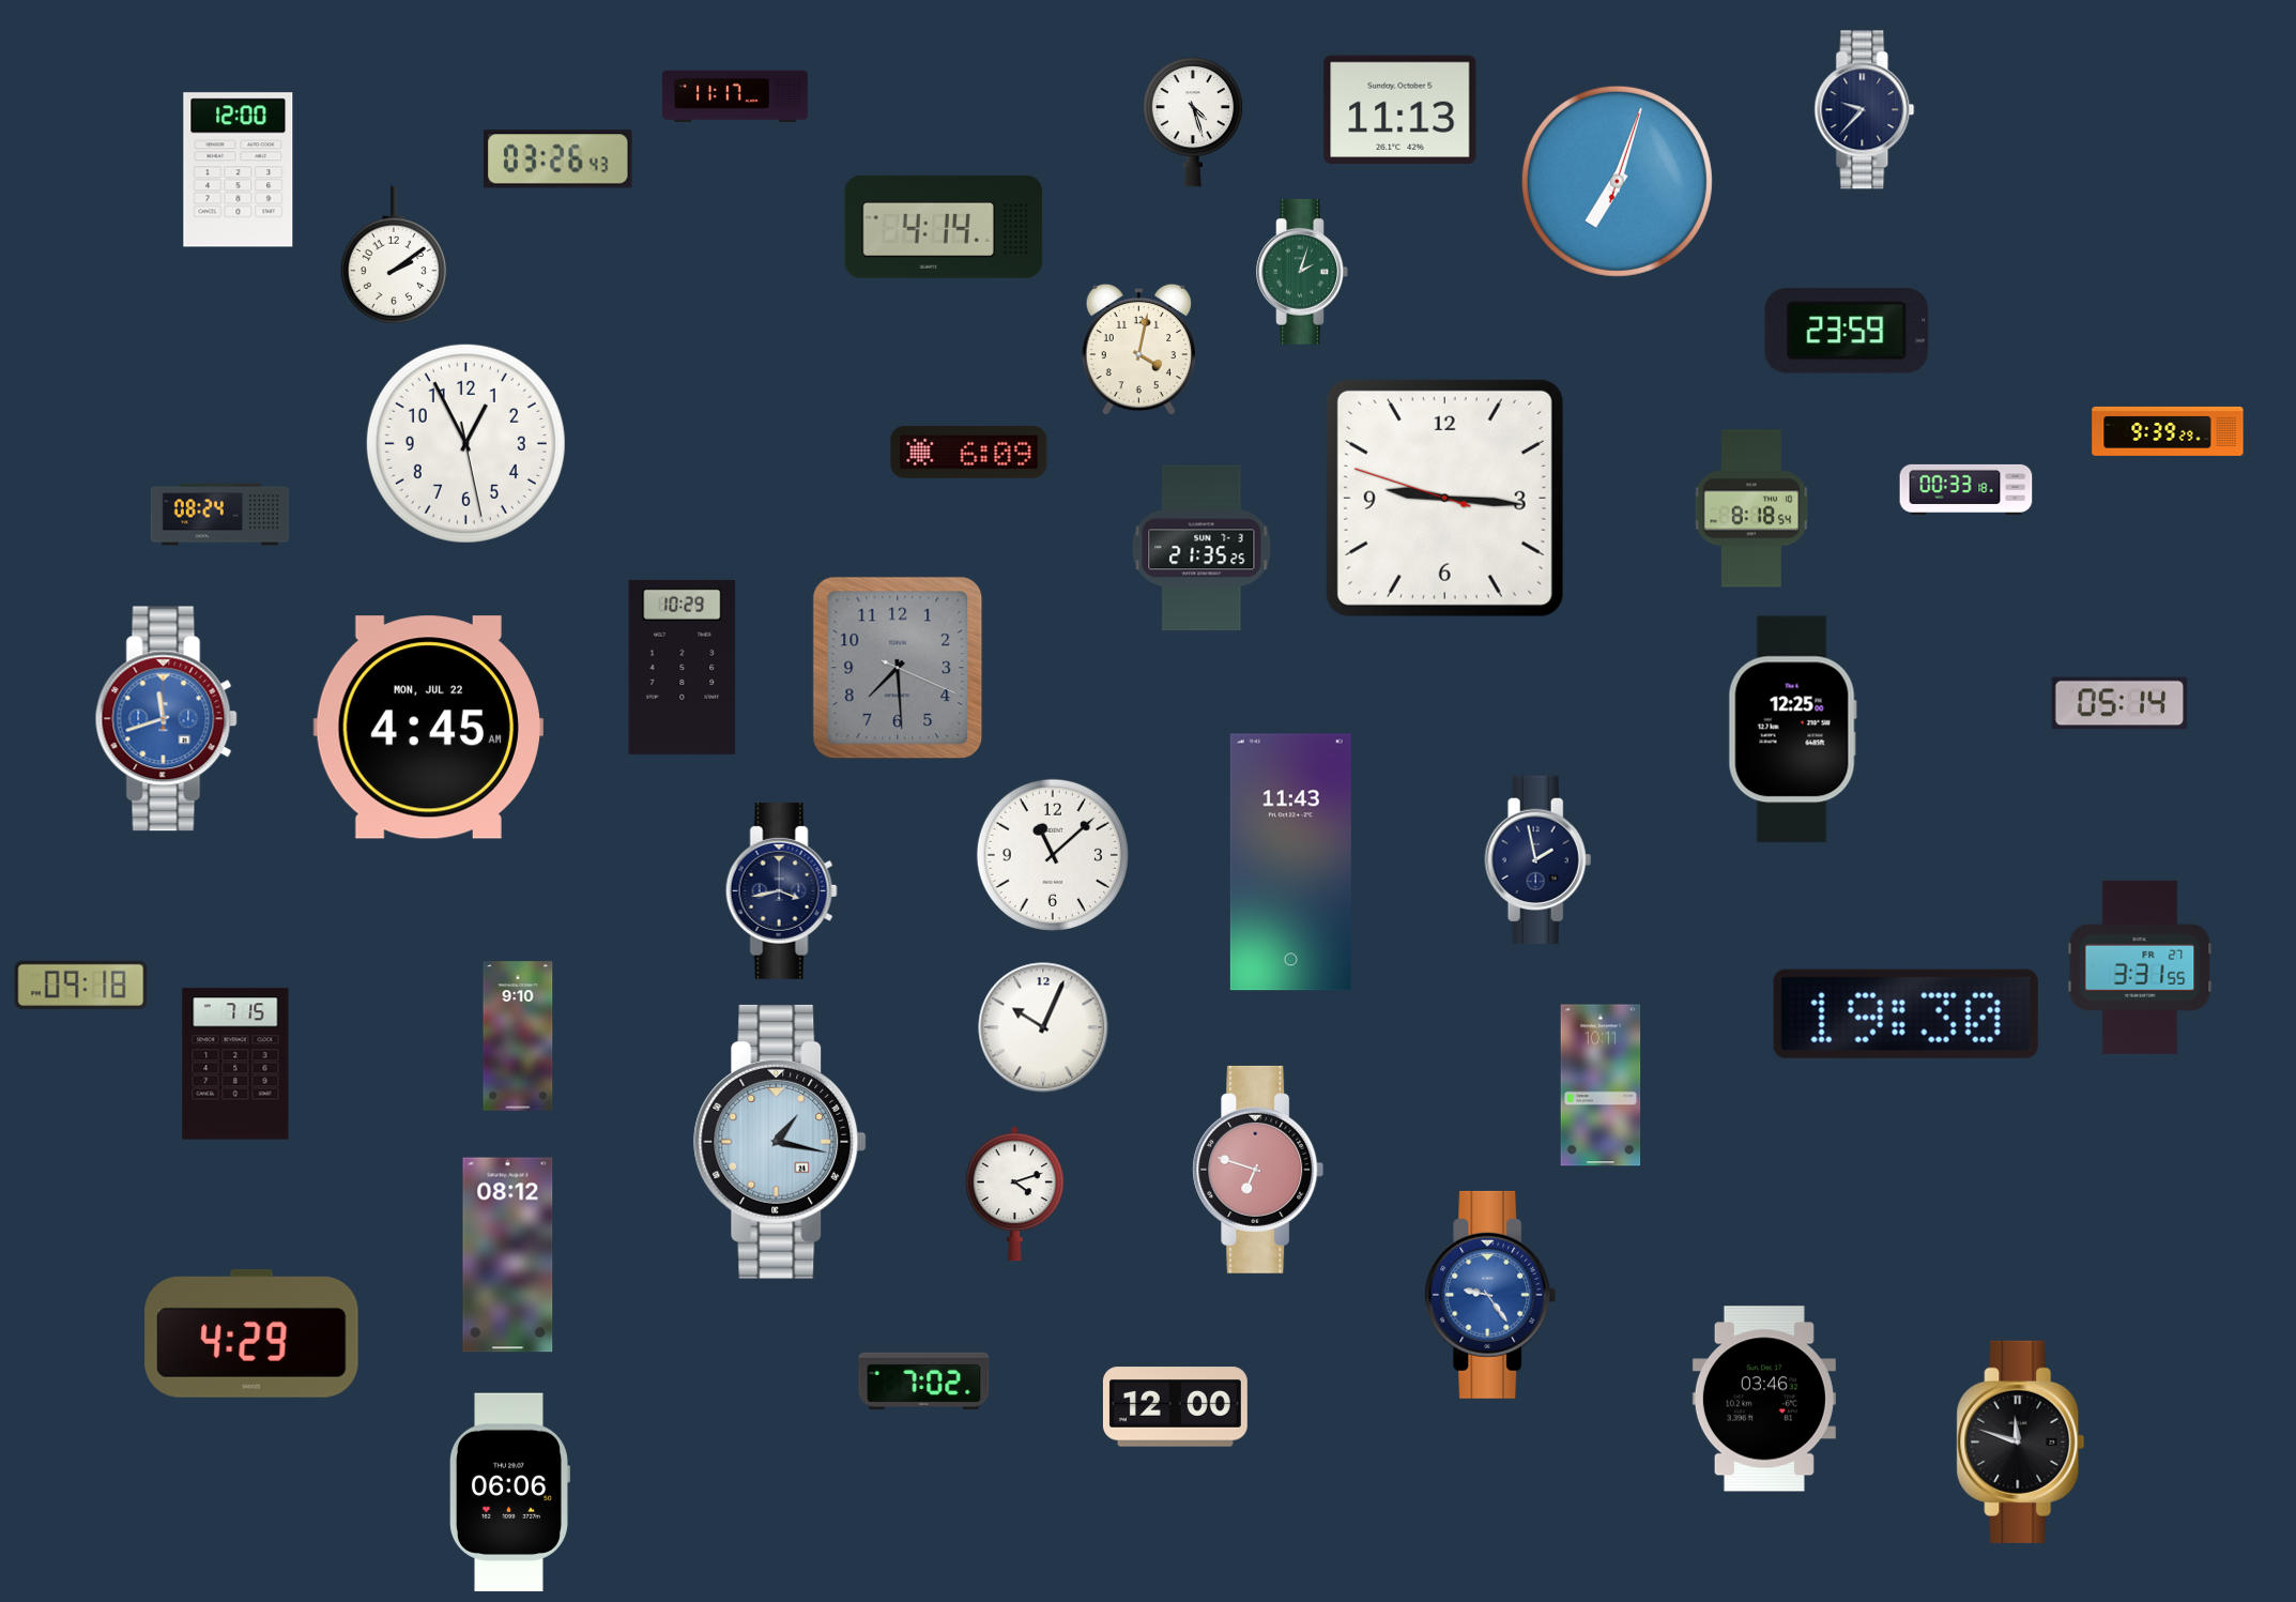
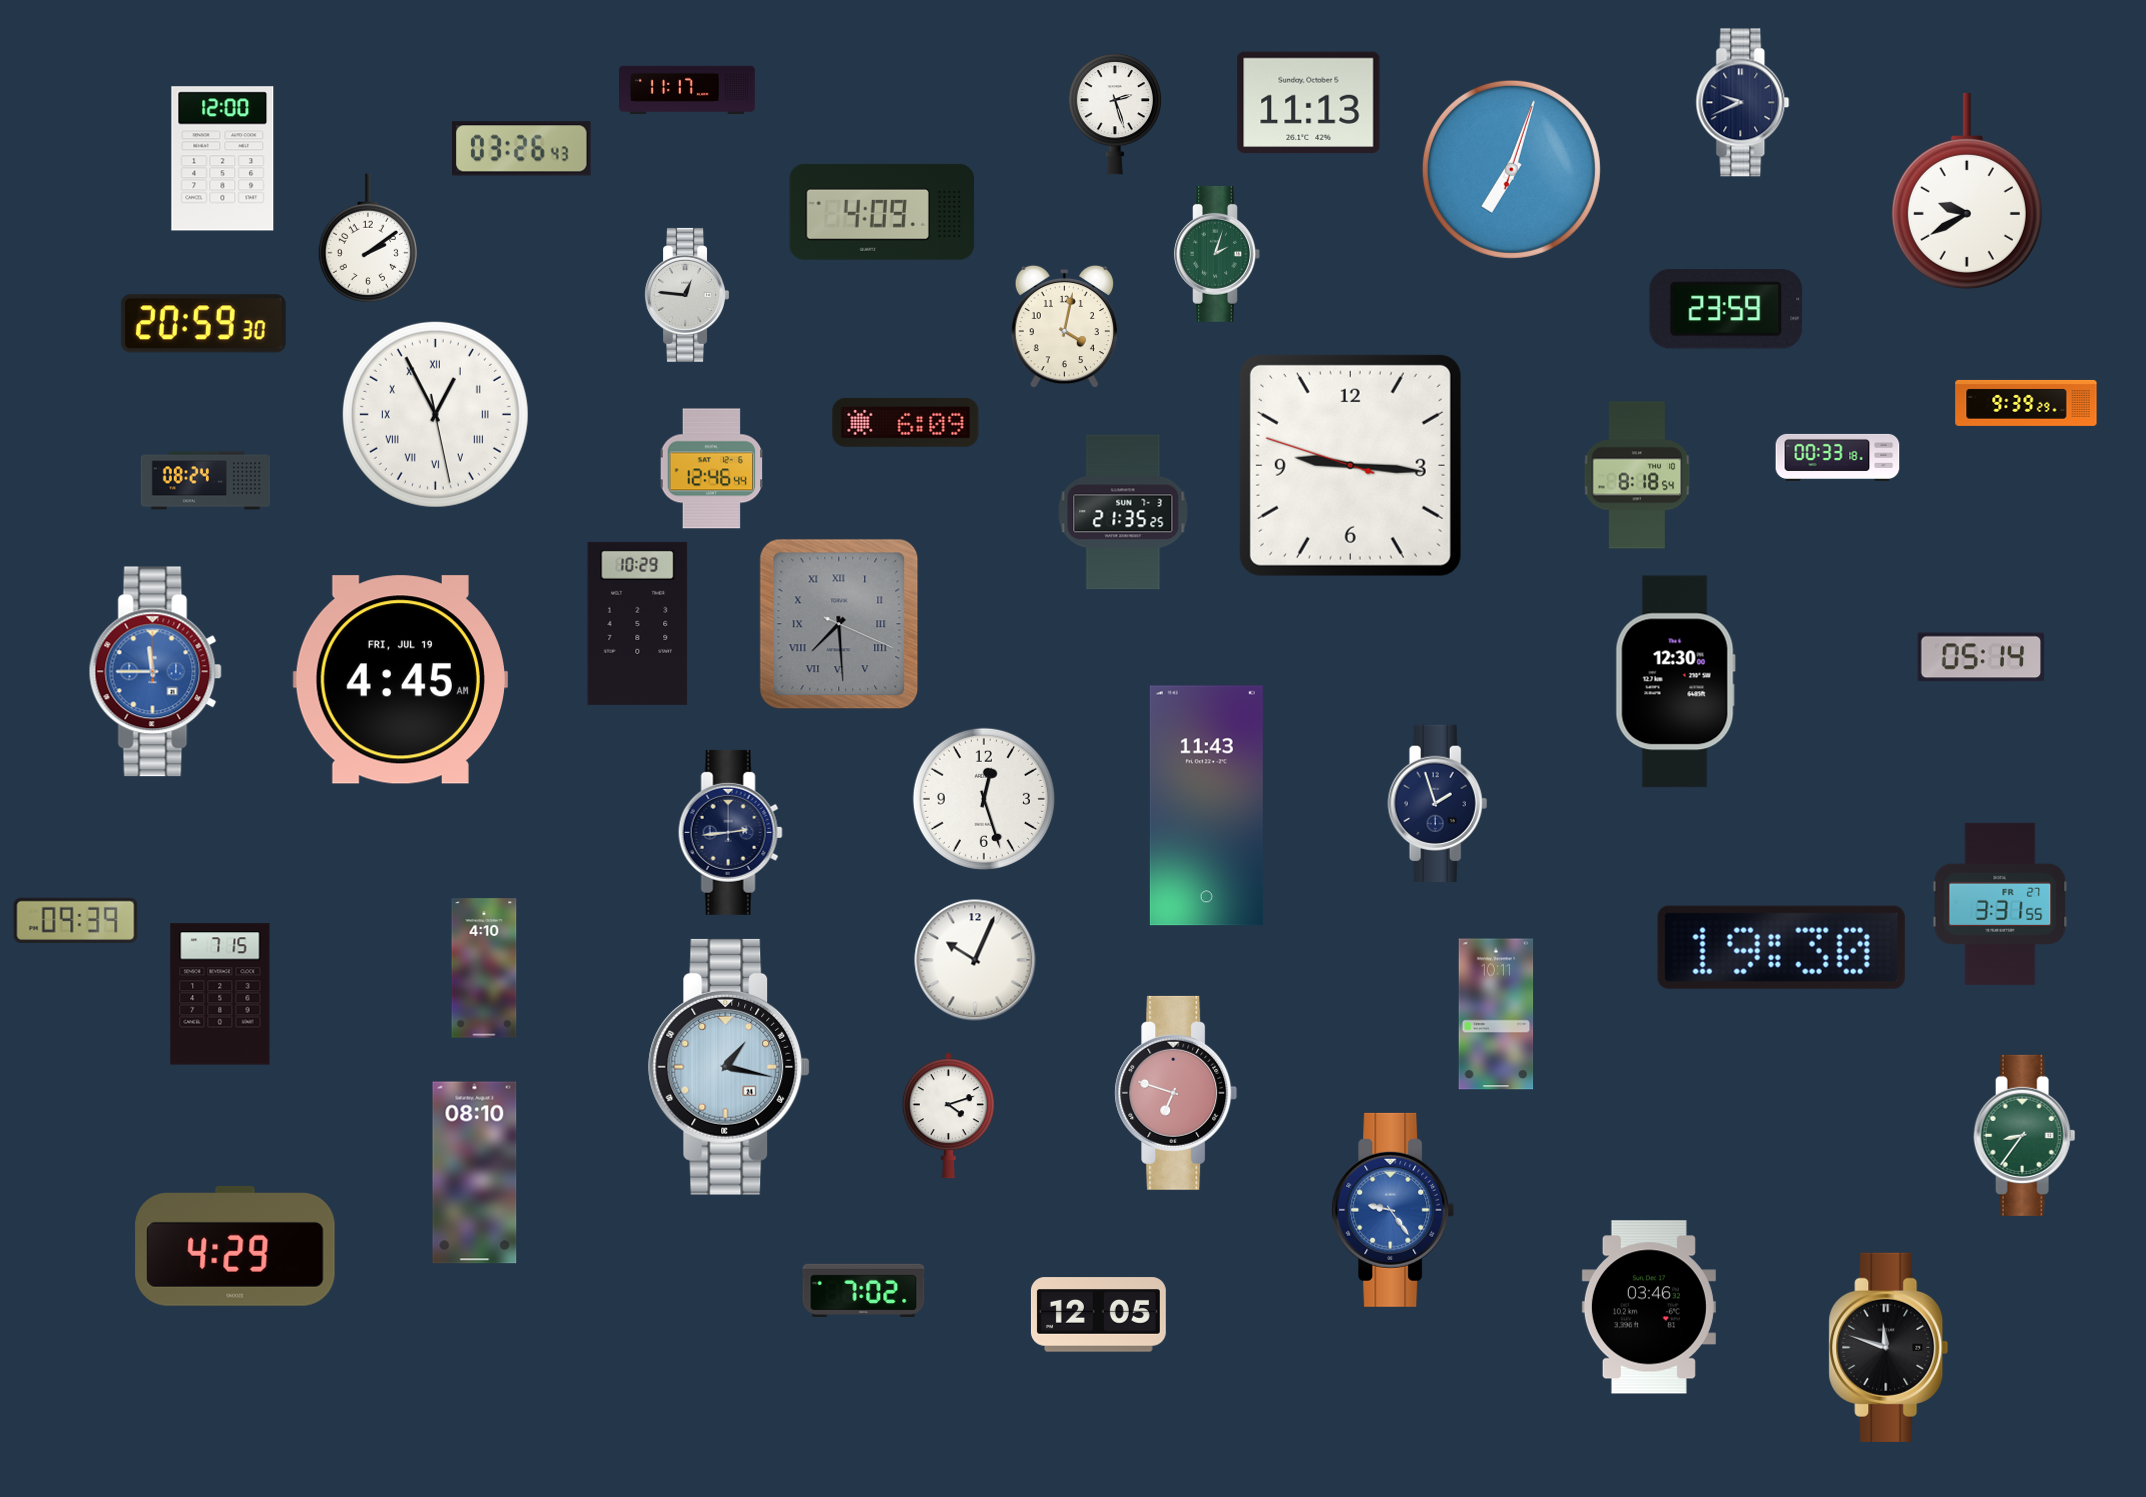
clock at (1865, 110): 9:37 -> 9:41
clock at (1192, 122): 4:27 -> 2:27
clock at (1967, 191): none -> 9:40
clock at (944, 227): 4:14 -> 4:09
clock at (686, 295): none -> 12:46
clock at (203, 324): none -> 20:59
clock at (465, 443) numerals: Arabic -> Roman
clock at (712, 469): none -> 12:46
clock at (898, 668) numerals: Arabic -> Roman
clock at (166, 719): 11:42 -> 11:45
clock at (428, 728) date: MON, JUL 22 -> FRI, JUL 19
clock at (1792, 730): 12:25 -> 12:30
clock at (1053, 855): 11:08 -> 12:27
clock at (1539, 859): 1:58 -> 1:57
clock at (781, 890): 3:43 -> 2:44
clock at (81, 985): 09:18 -> 09:39
clock at (518, 1036): 9:10 -> 4:10
clock at (2025, 1135): none -> 8:36
clock at (508, 1255): 08:12 -> 08:10
clock at (1175, 1407): 12:00 -> 12:05
clock at (509, 1493): 06:06 -> none
